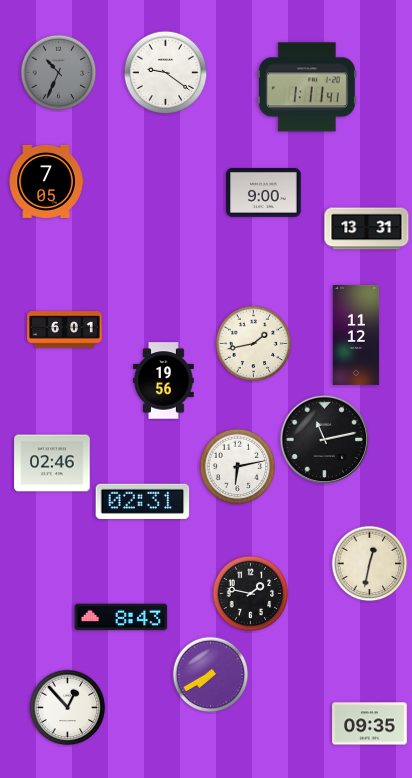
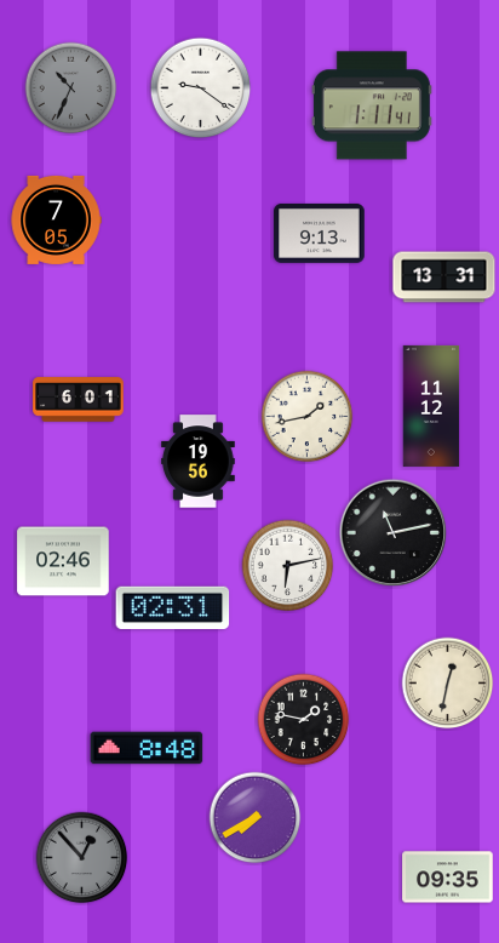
clock at (264, 192): 9:00 -> 9:13
clock at (121, 617): 8:43 -> 8:48
clock at (68, 708) dial: white -> grey
